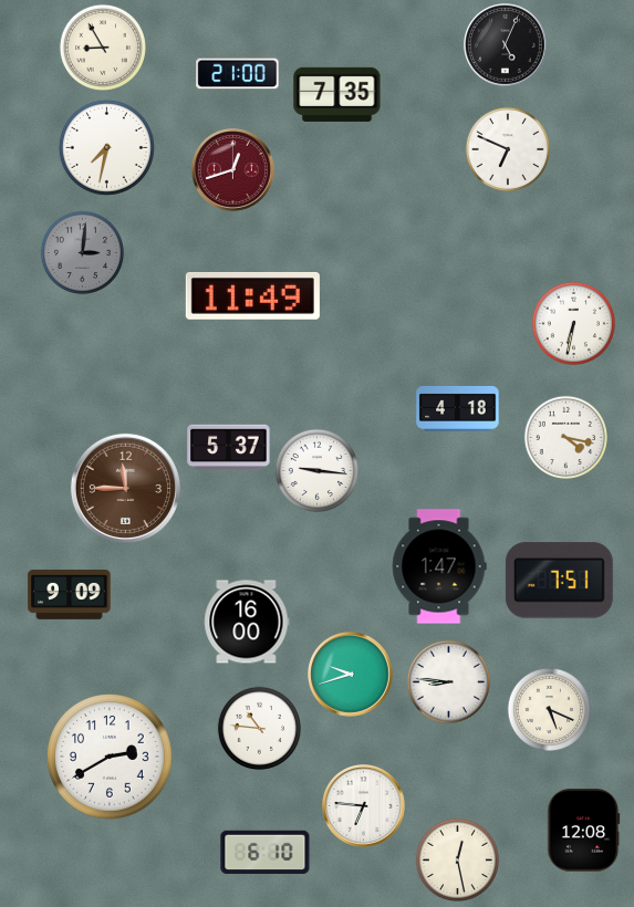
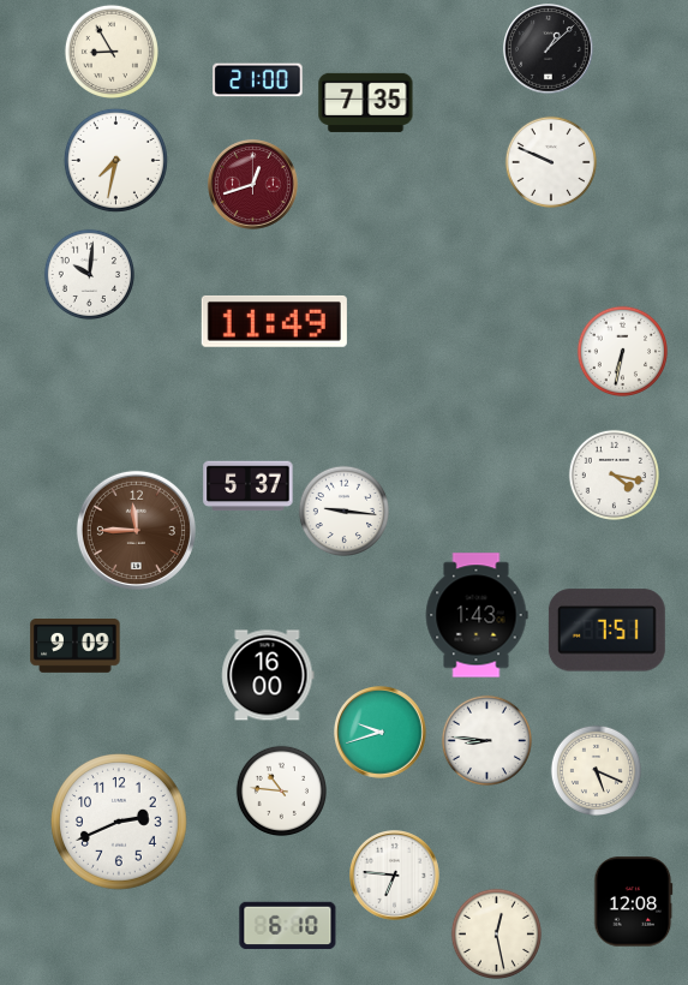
clock at (506, 45): 5:04 -> 1:08
clock at (507, 148): 6:49 -> 9:49
clock at (82, 252): 3:01 -> 10:01
clock at (82, 252) dial: grey -> white
clock at (458, 408): 4:18 -> none
clock at (439, 566): 1:47 -> 1:43
clock at (110, 757): 2:40 -> 2:41
